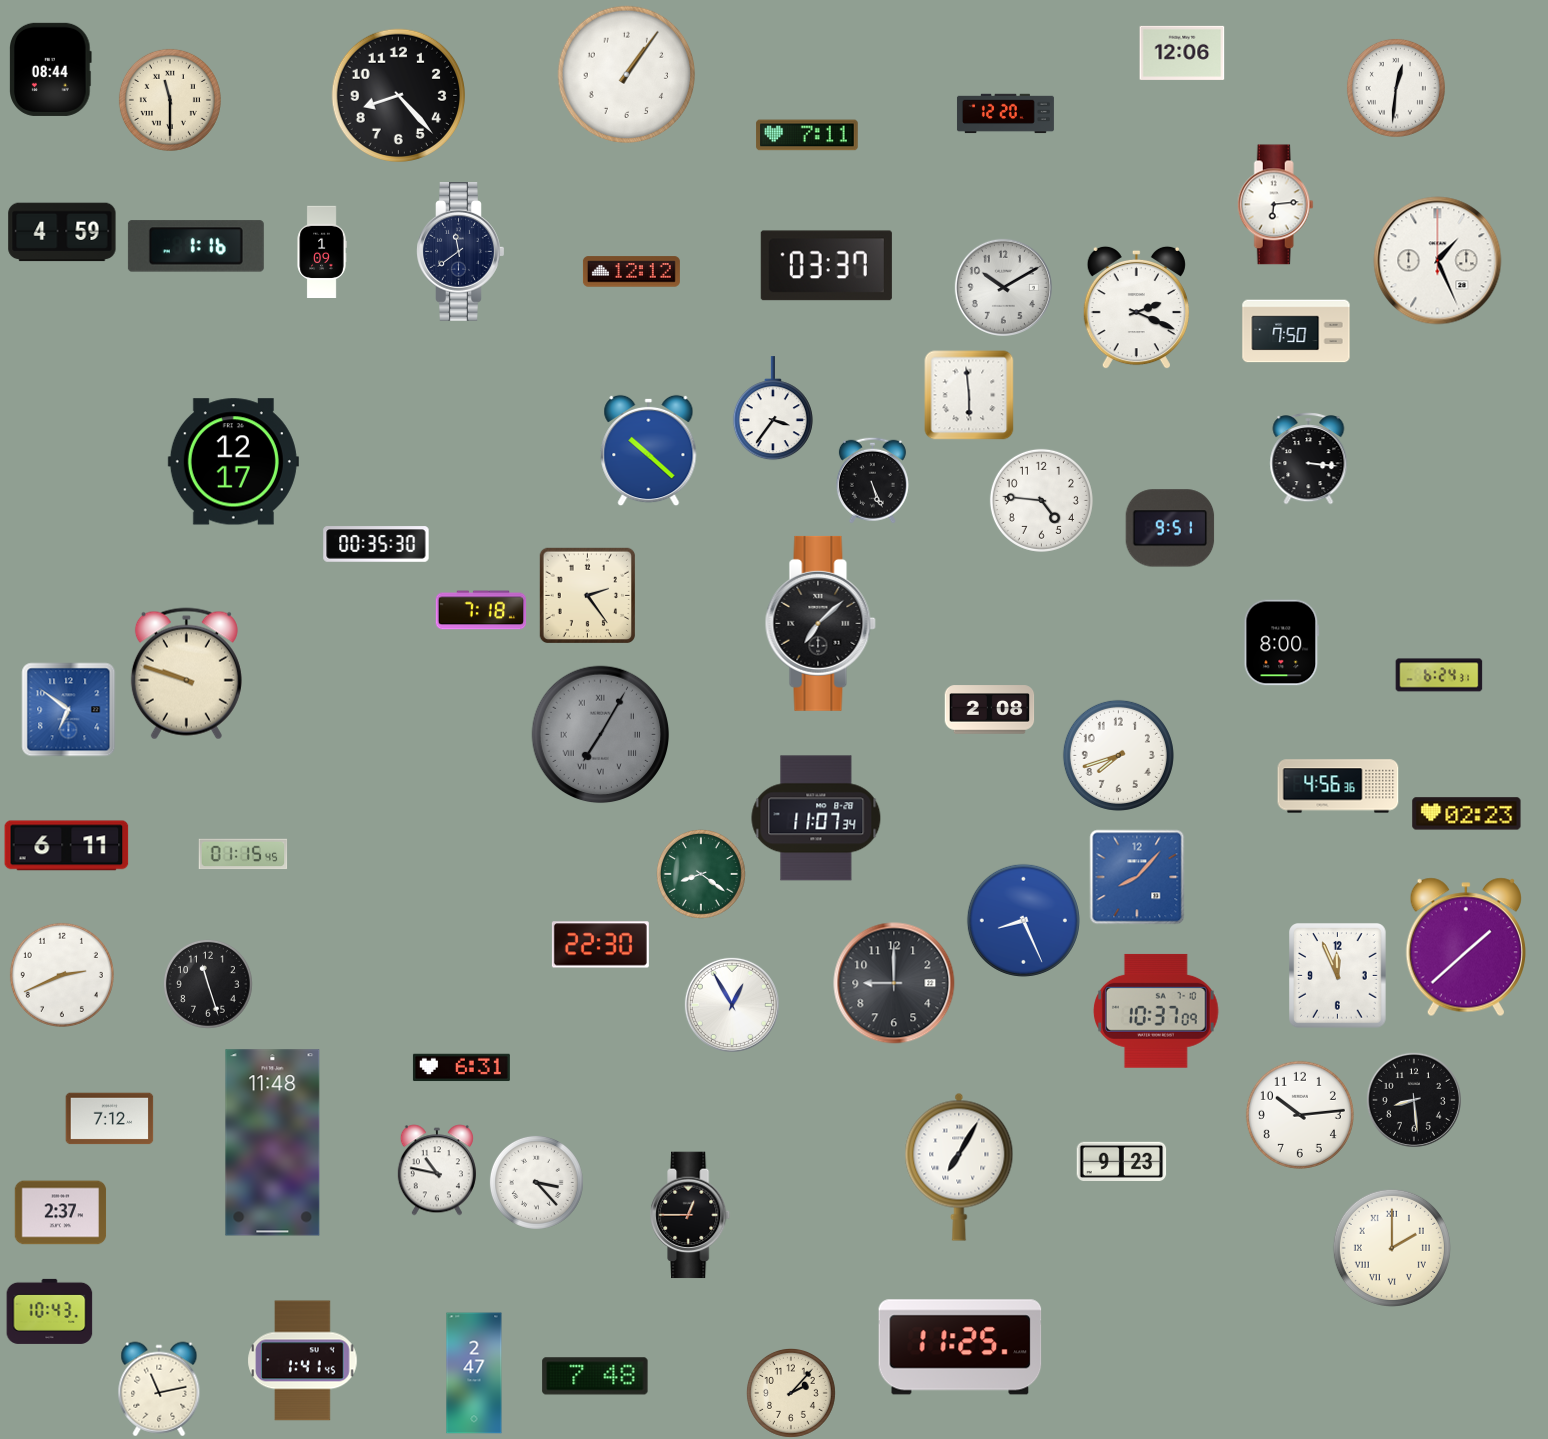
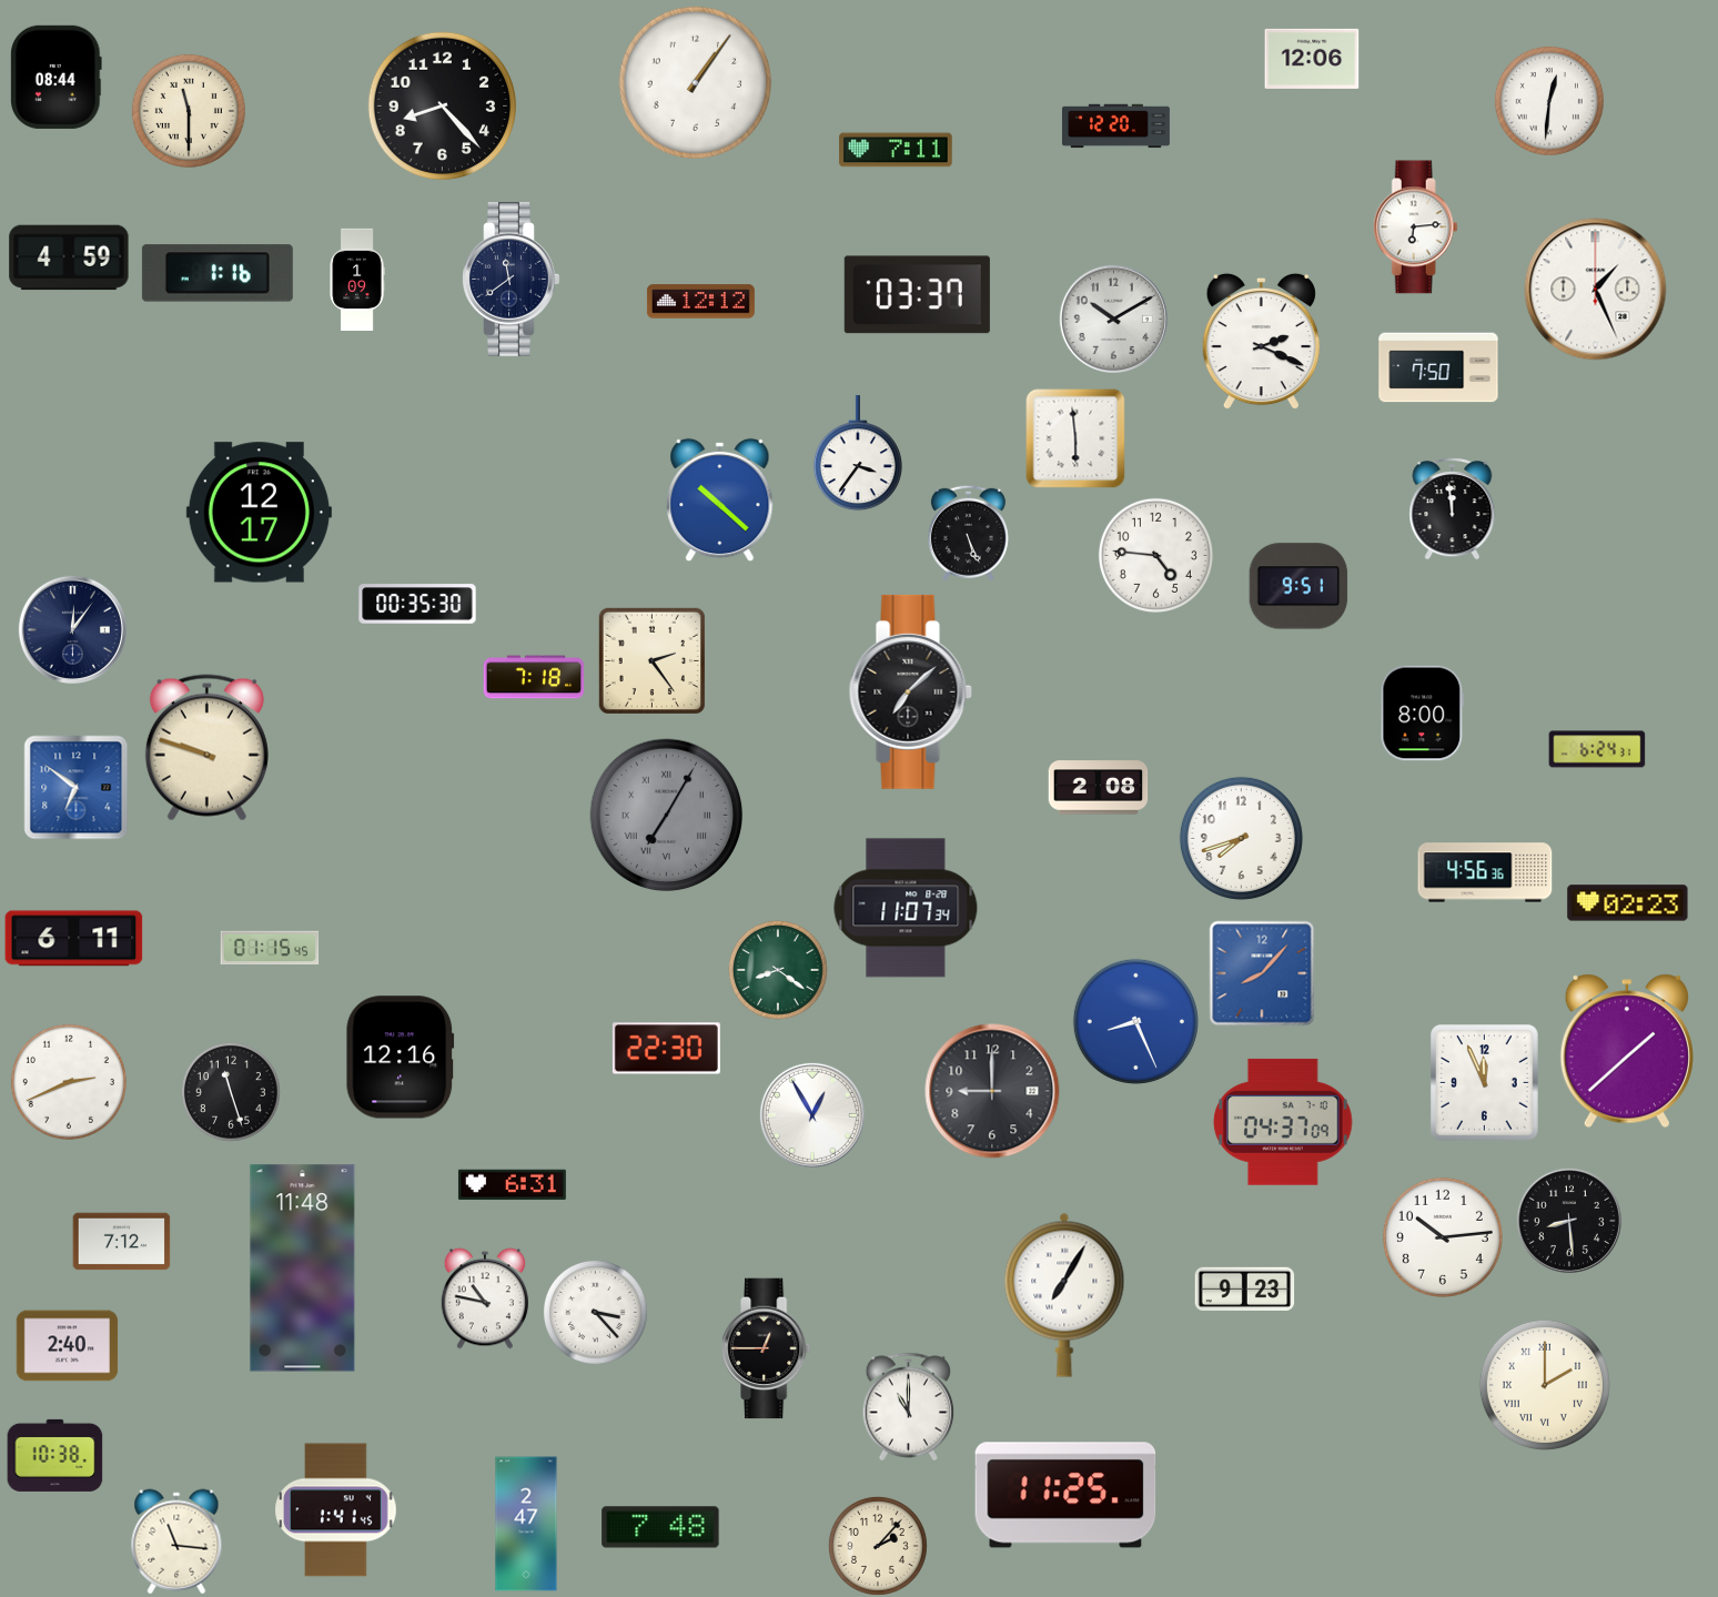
clock at (1396, 88) position: (1396, 88) -> (1549, 101)
clock at (1309, 459): 3:16 -> 11:59
clock at (72, 629): none -> 12:06
clock at (401, 1058): none -> 12:16
clock at (1156, 1011): 10:37 -> 04:37
clock at (61, 1213): 2:37 -> 2:40
clock at (909, 1407): none -> 11:00
clock at (50, 1311): 10:43 -> 10:38
clock at (159, 1389): 11:13 -> 11:16
